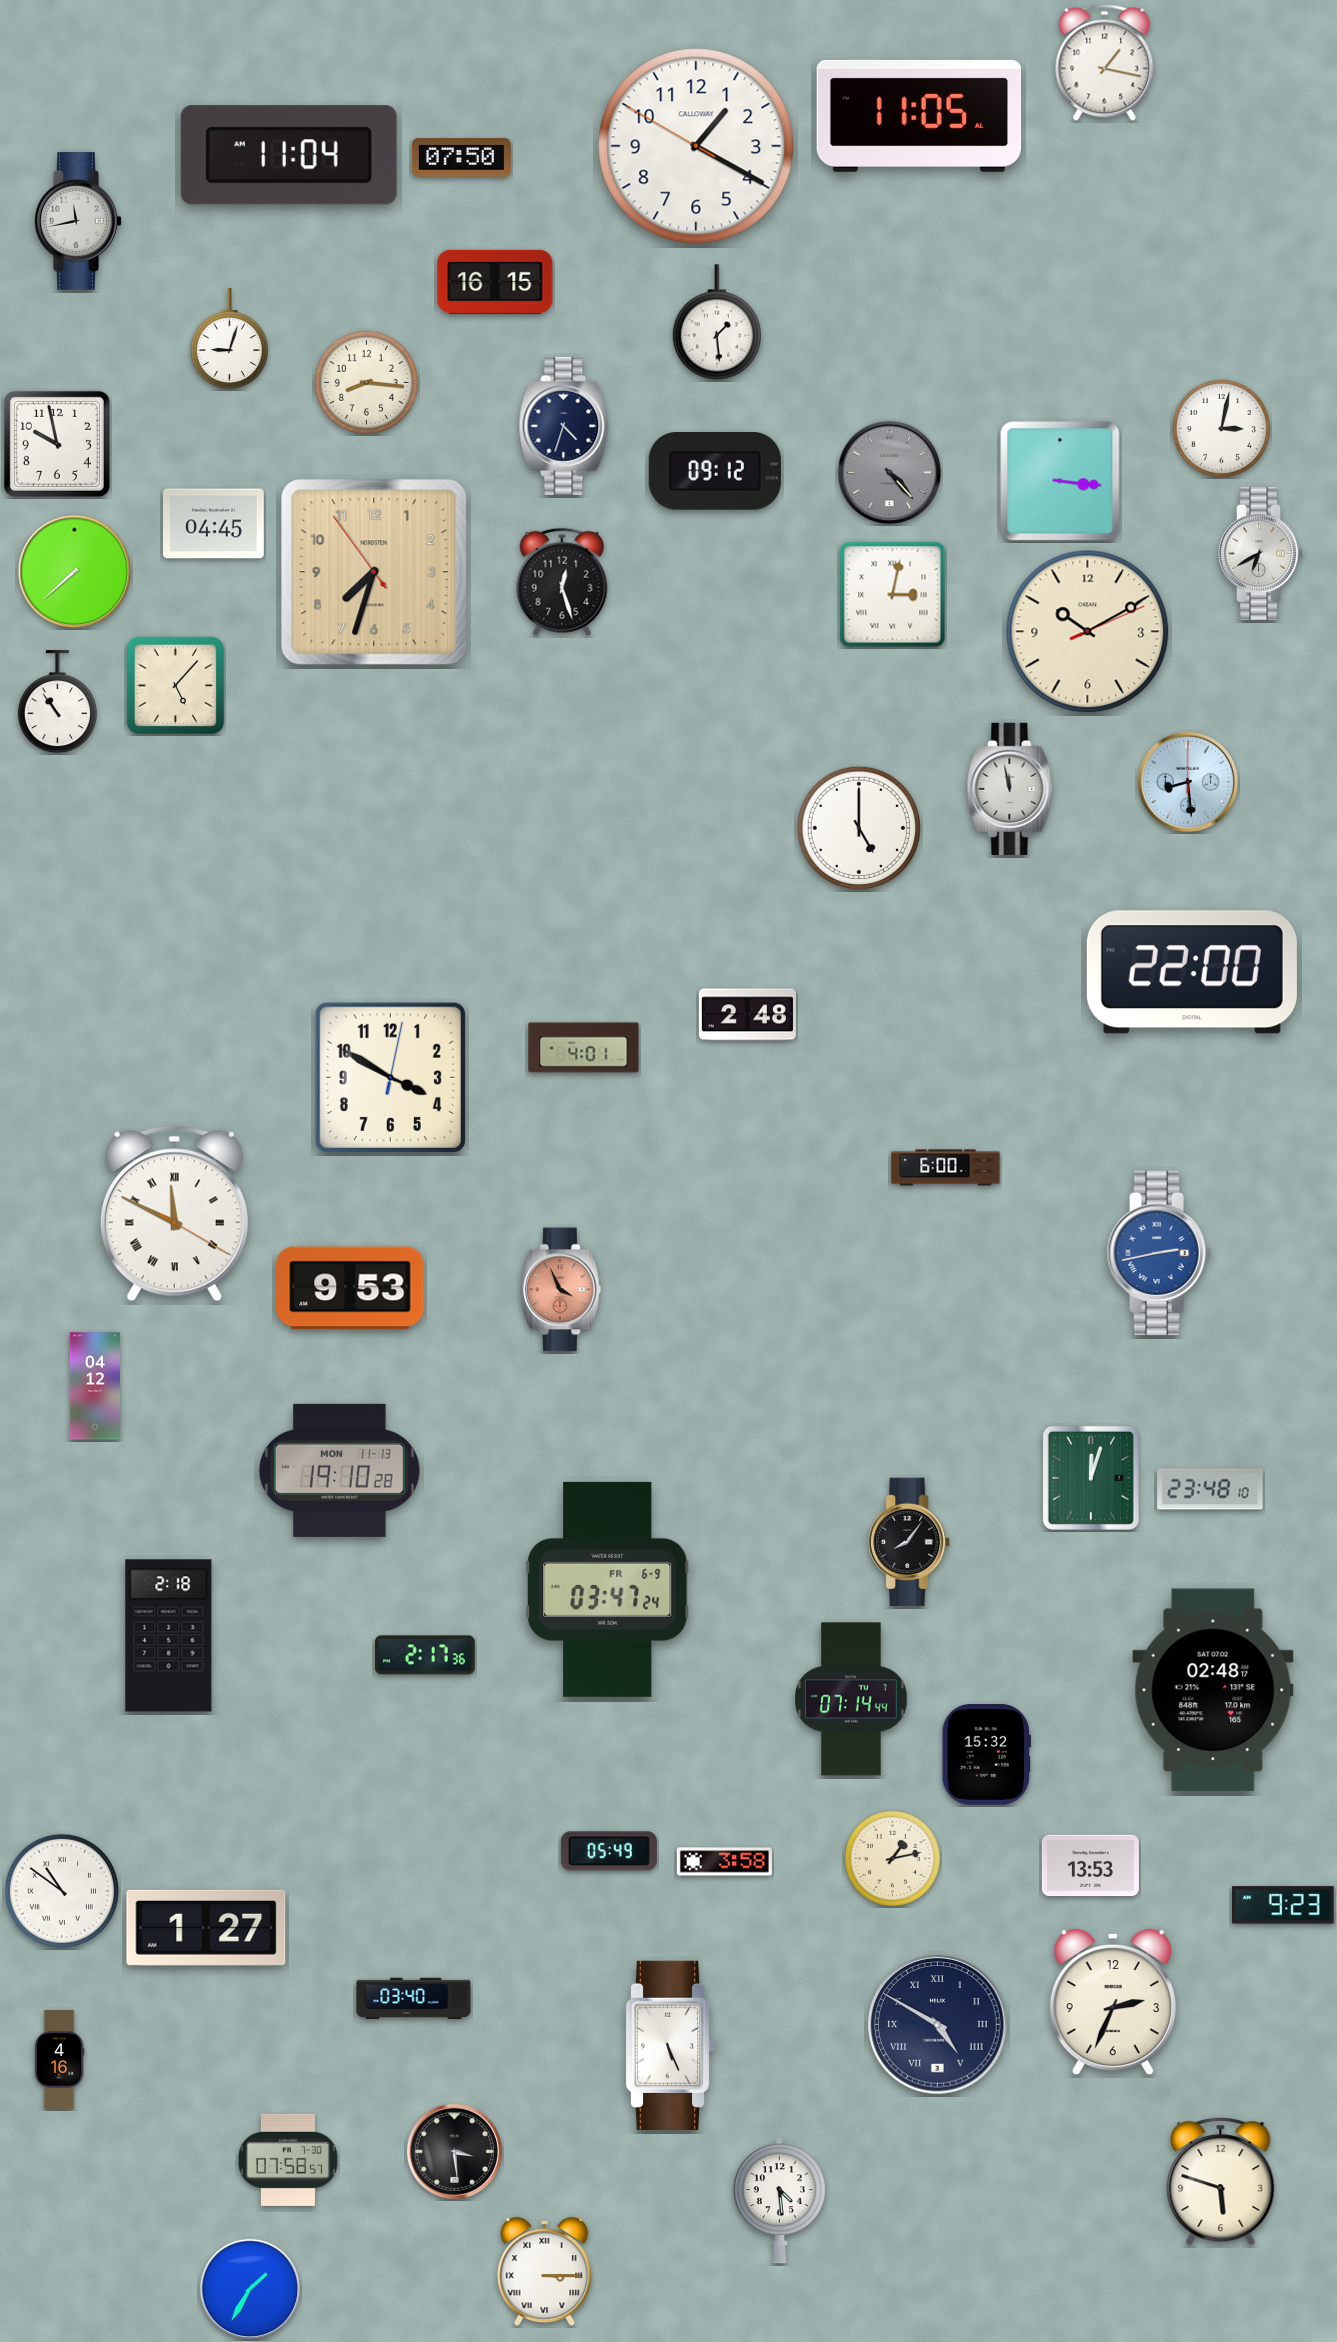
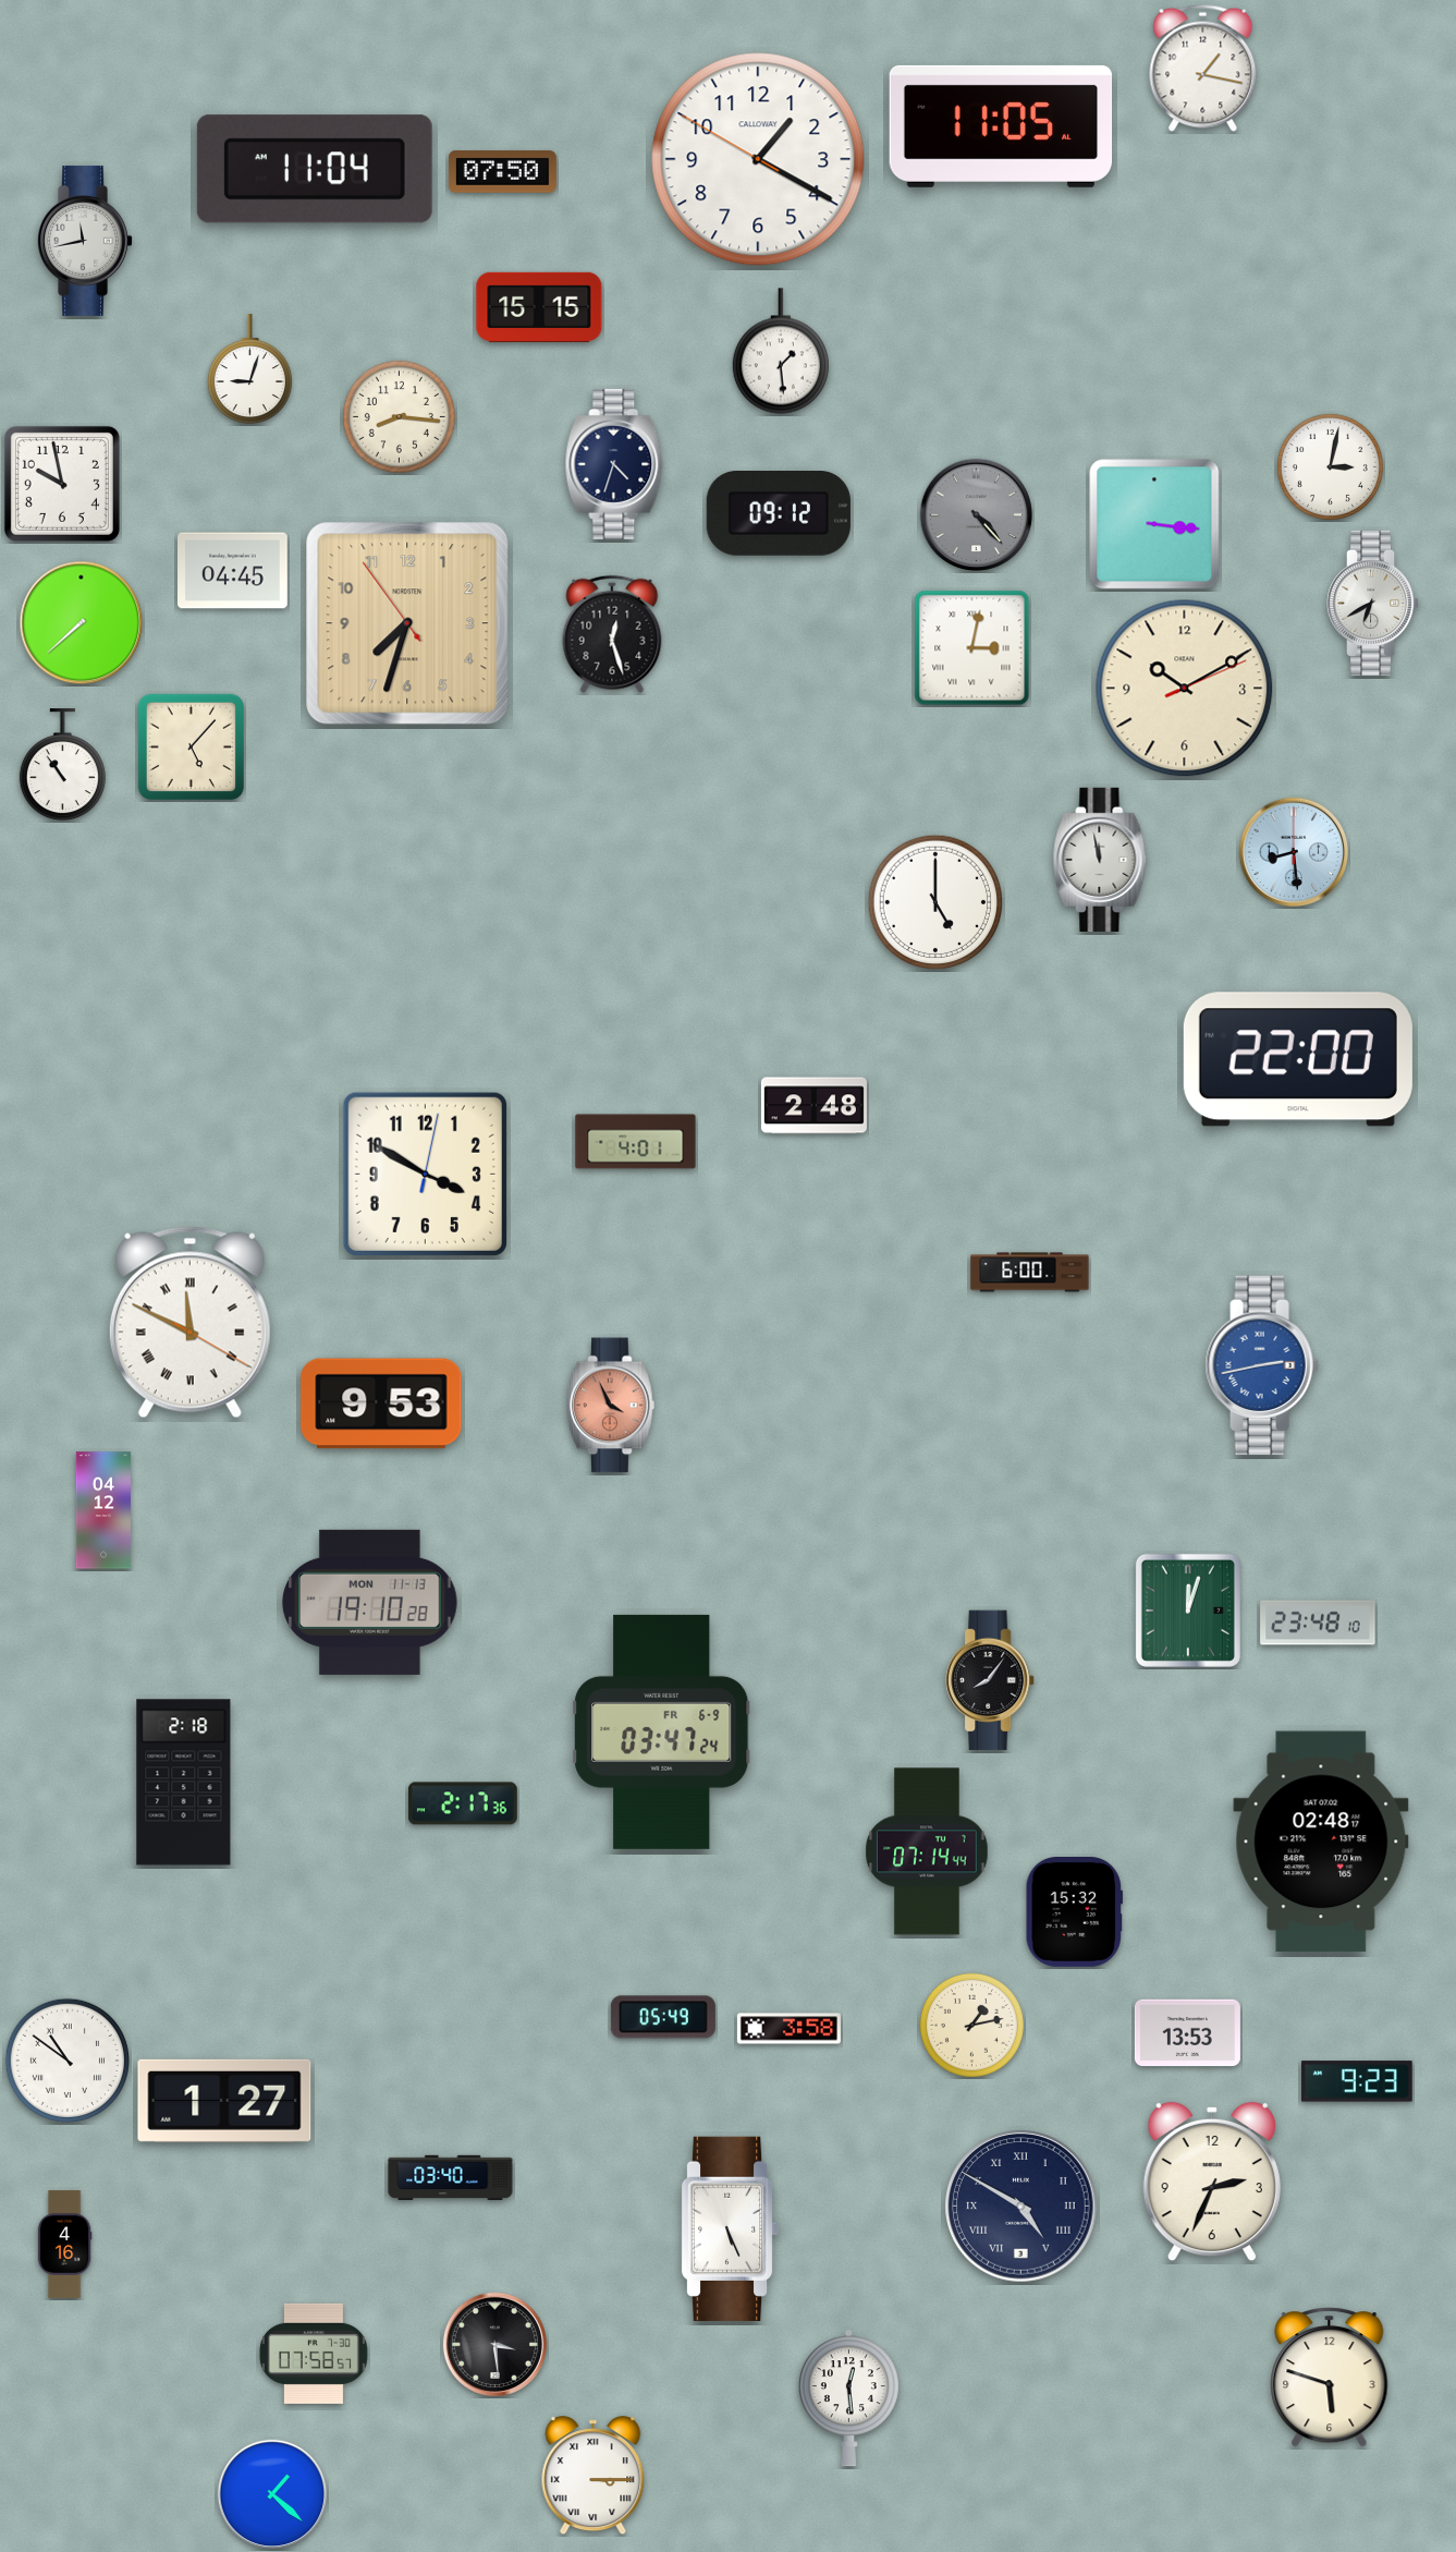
clock at (495, 282): 16:15 -> 15:15
clock at (890, 473) position: (890, 473) -> (977, 515)
clock at (1283, 1905) position: (1283, 1905) -> (1357, 2081)
clock at (779, 2201): 4:29 -> 12:29
clock at (250, 2289): 1:35 -> 1:22
